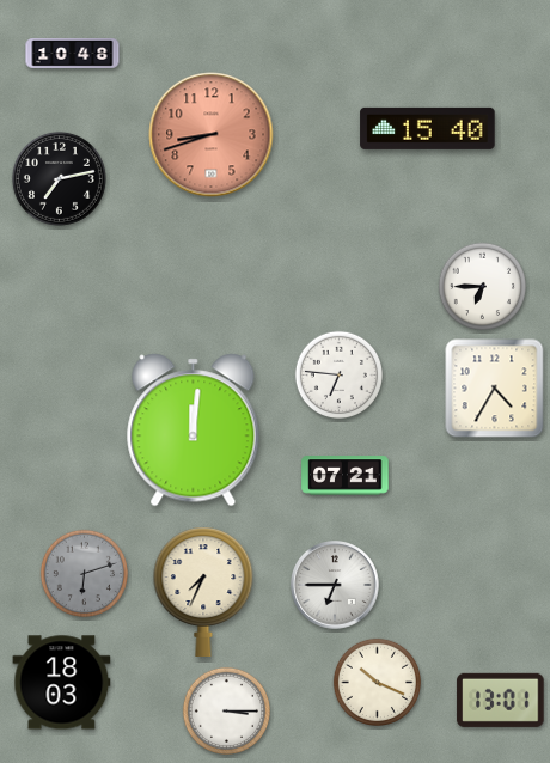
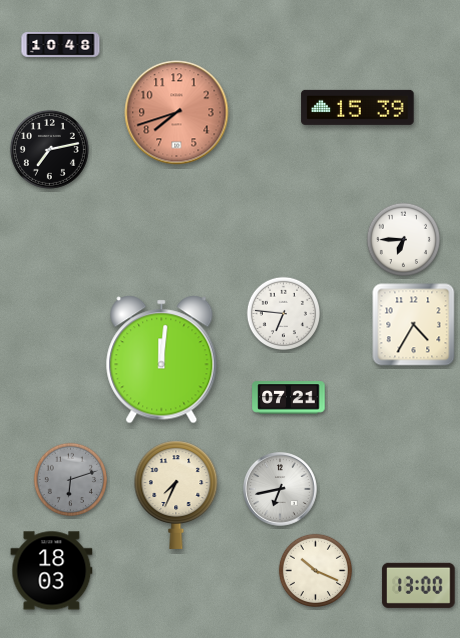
clock at (428, 128): 15:40 -> 15:39
clock at (212, 135): 8:42 -> 7:42
clock at (335, 585): 6:45 -> 6:43
clock at (203, 592) position: (203, 592) -> (176, 495)
clock at (501, 700): 13:01 -> 13:00
clock at (226, 710): 3:15 -> none
